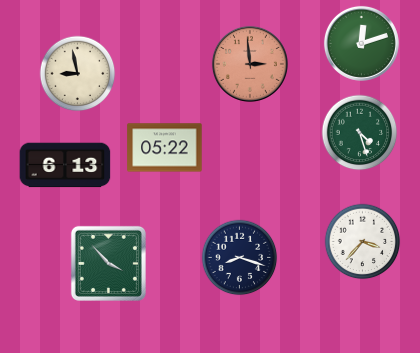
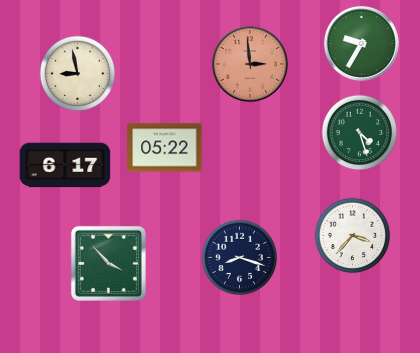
clock at (361, 43): 12:12 -> 9:35
clock at (65, 165): 6:13 -> 6:17
clock at (363, 242) position: (363, 242) -> (353, 236)
